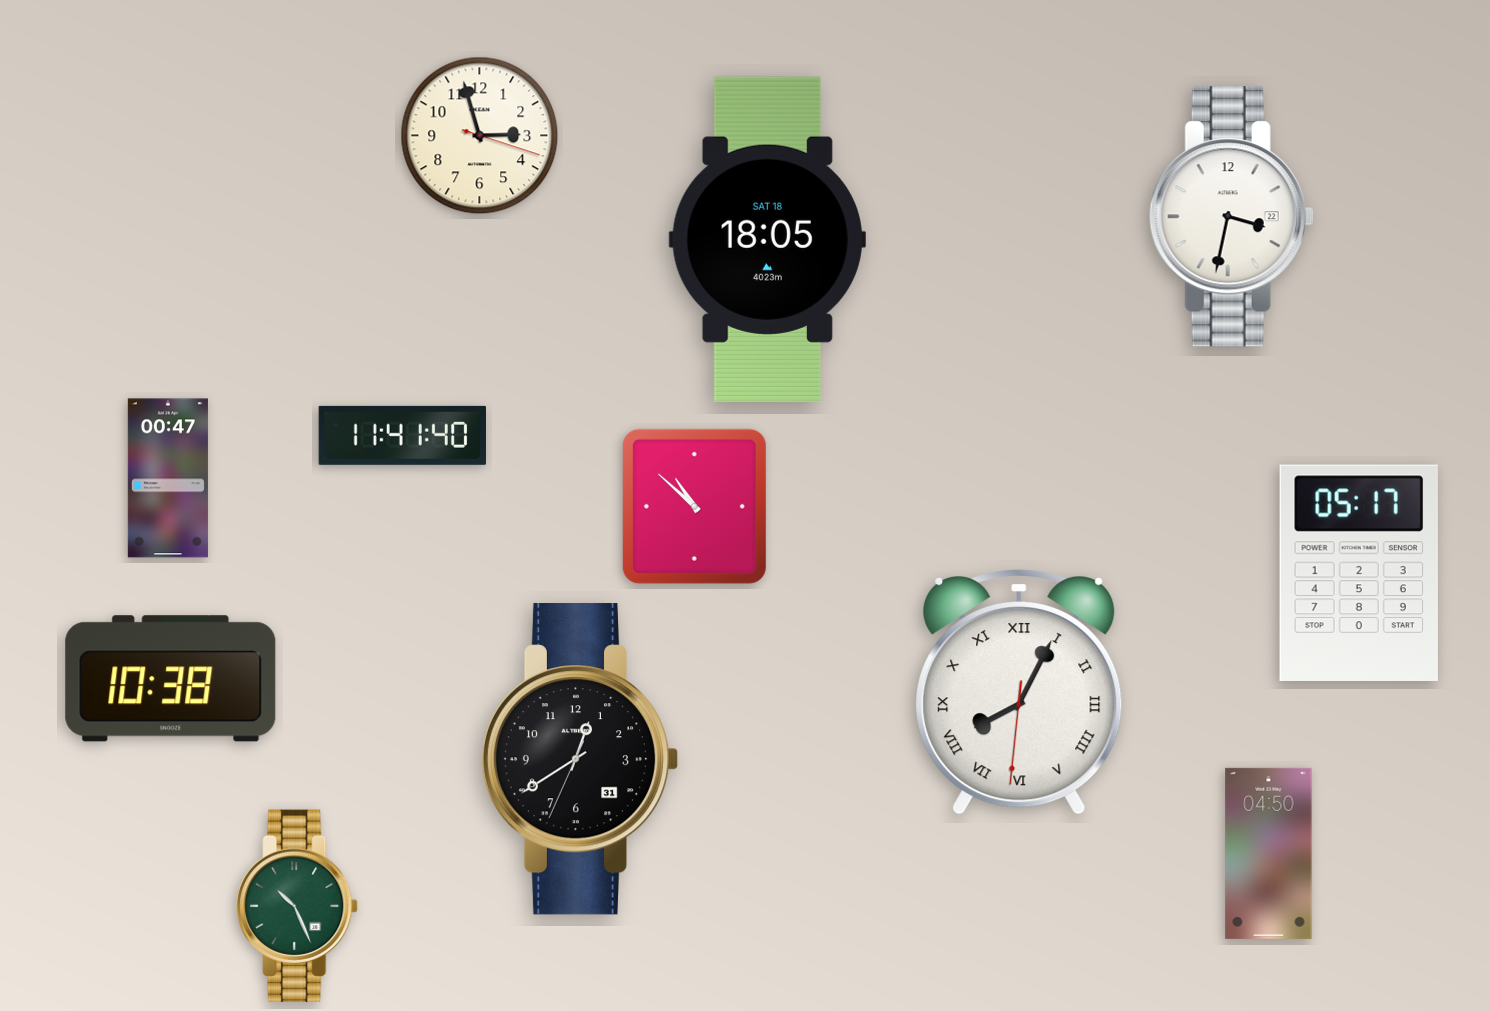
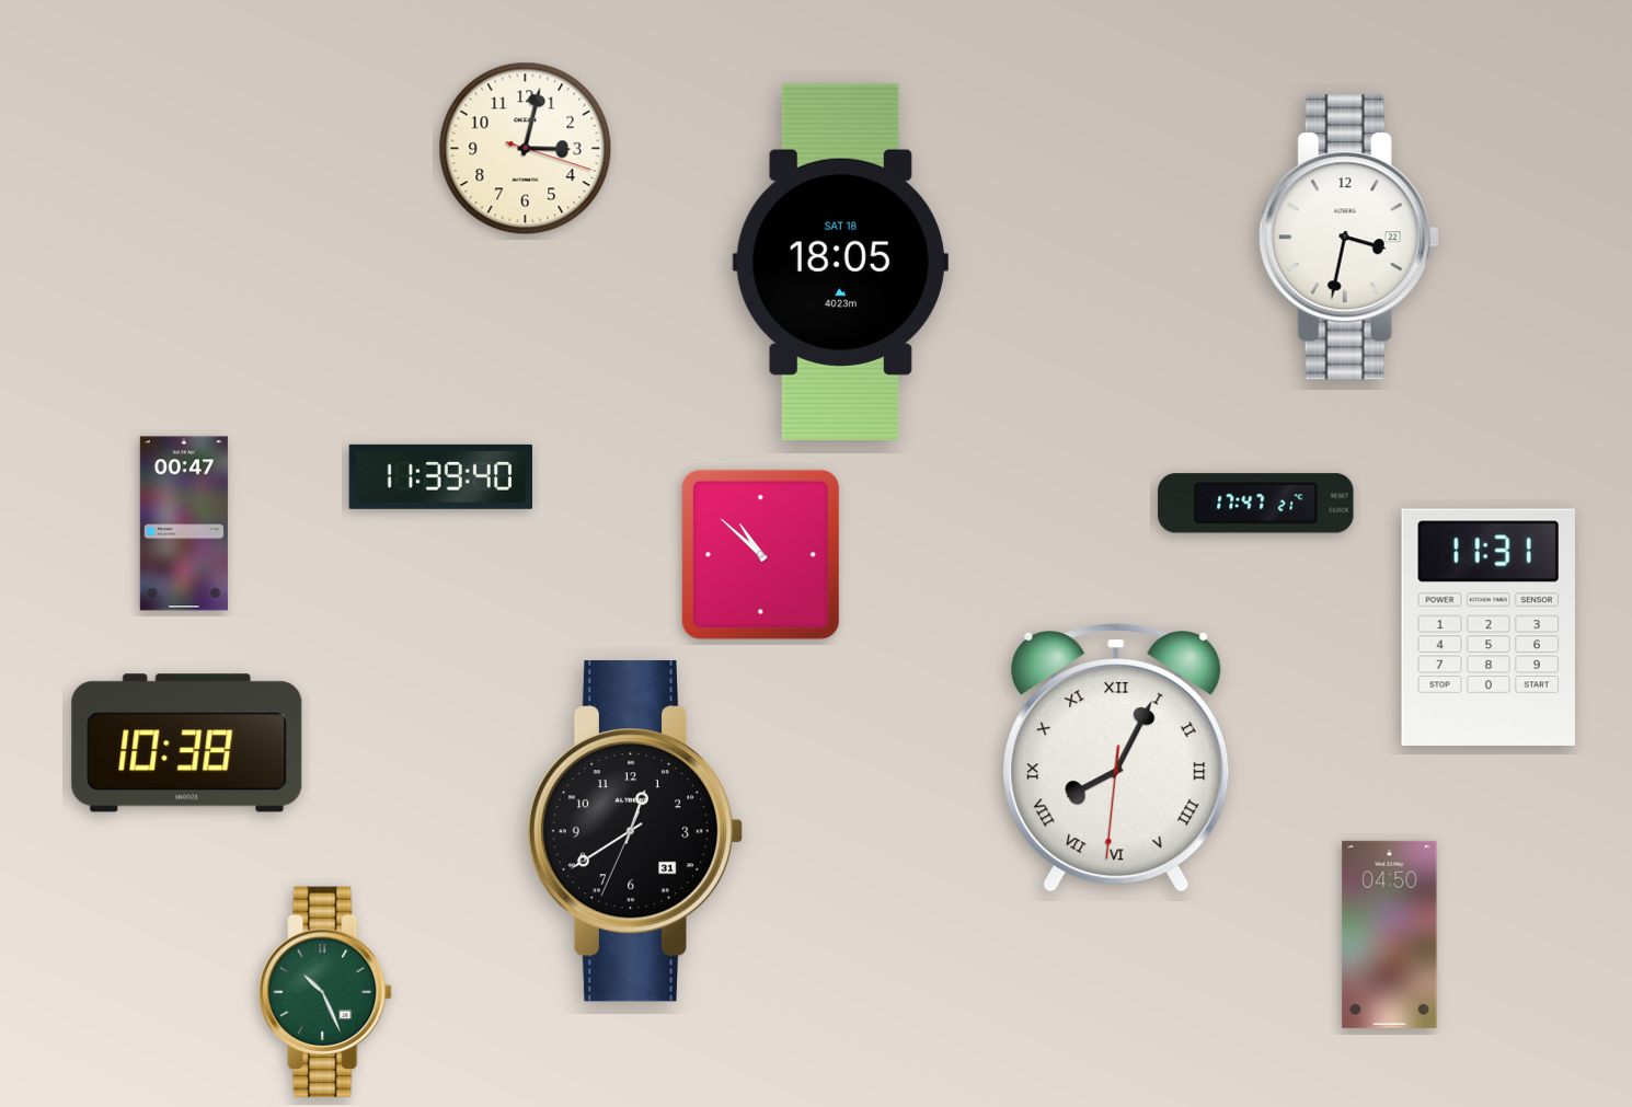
clock at (480, 136): 2:57 -> 3:02
clock at (402, 435): 11:41 -> 11:39
clock at (1256, 504): none -> 17:47
clock at (1359, 573): 05:17 -> 11:31
